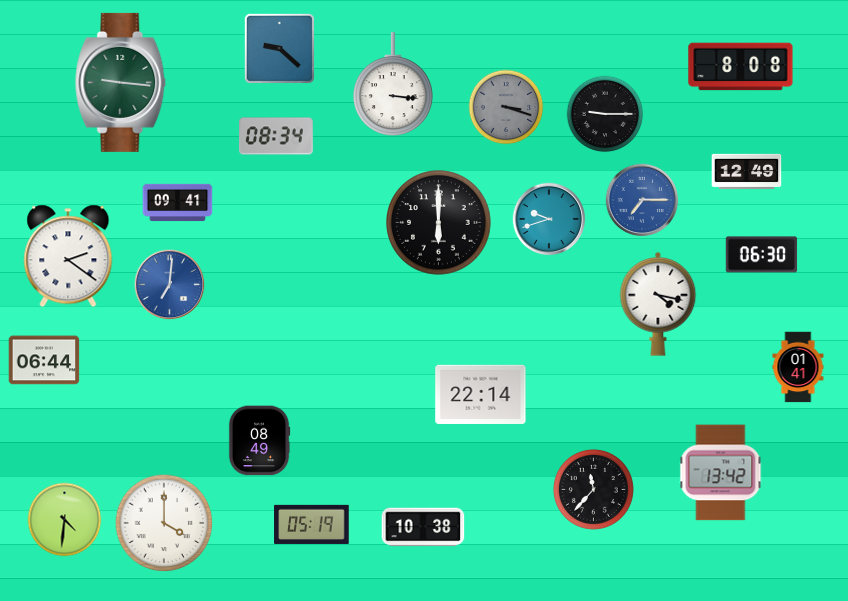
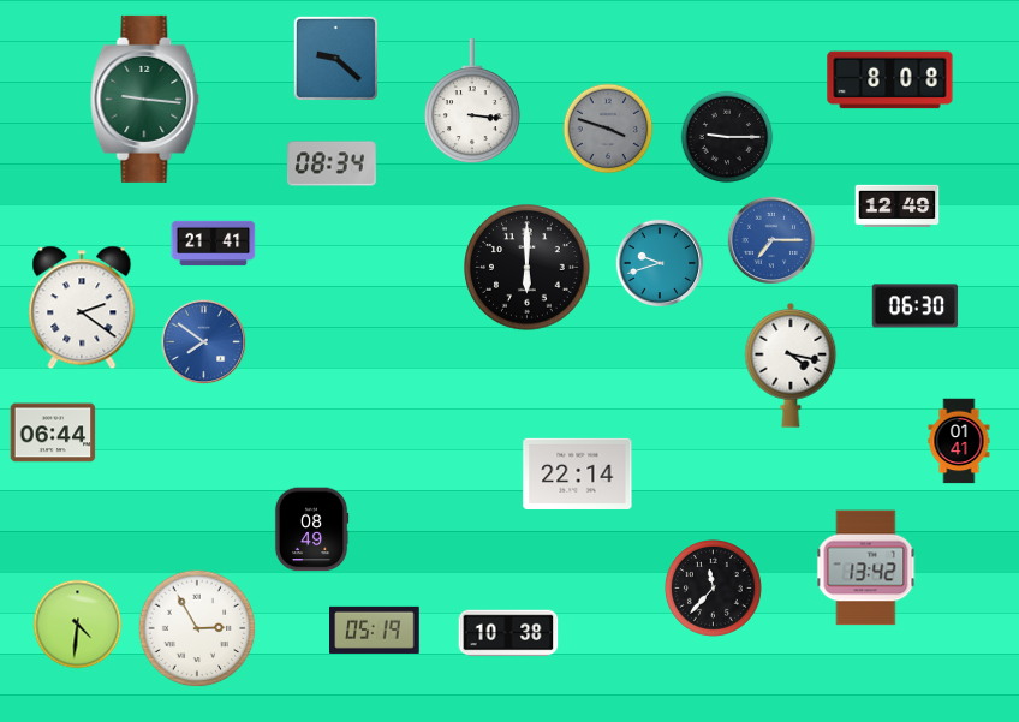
clock at (506, 107): 3:18 -> 3:48
clock at (178, 203): 09:41 -> 21:41
clock at (170, 285): 7:01 -> 7:51
clock at (164, 523): 4:00 -> 2:55
